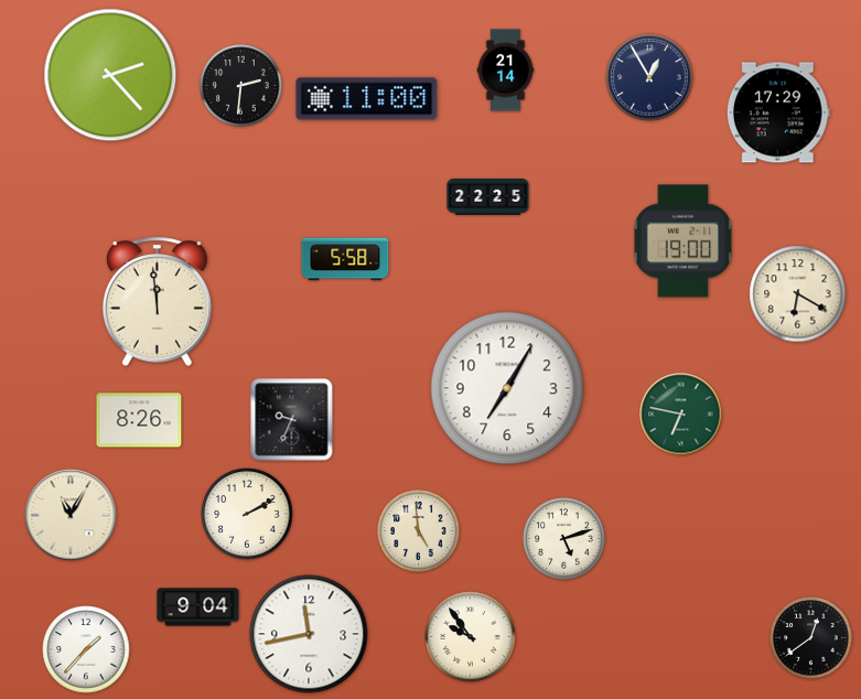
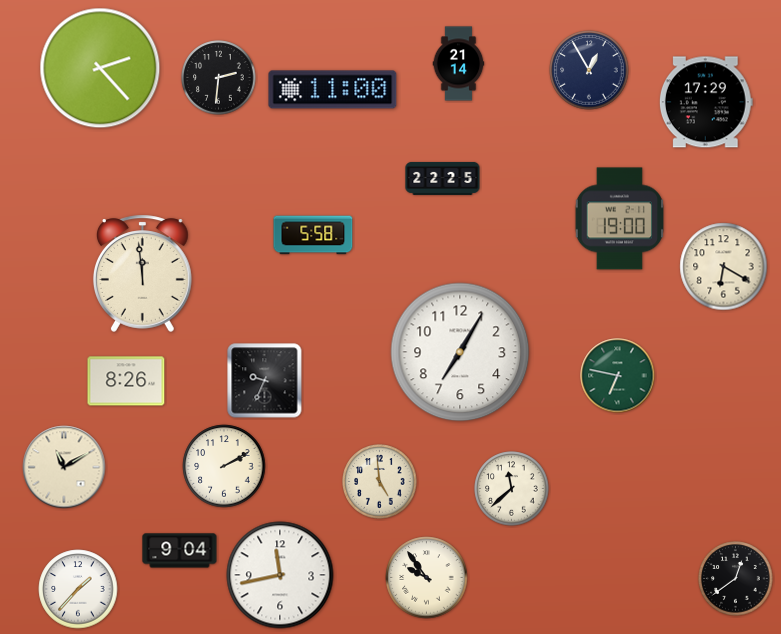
clock at (71, 515): 11:05 -> 11:10
clock at (564, 539): 5:12 -> 11:38
